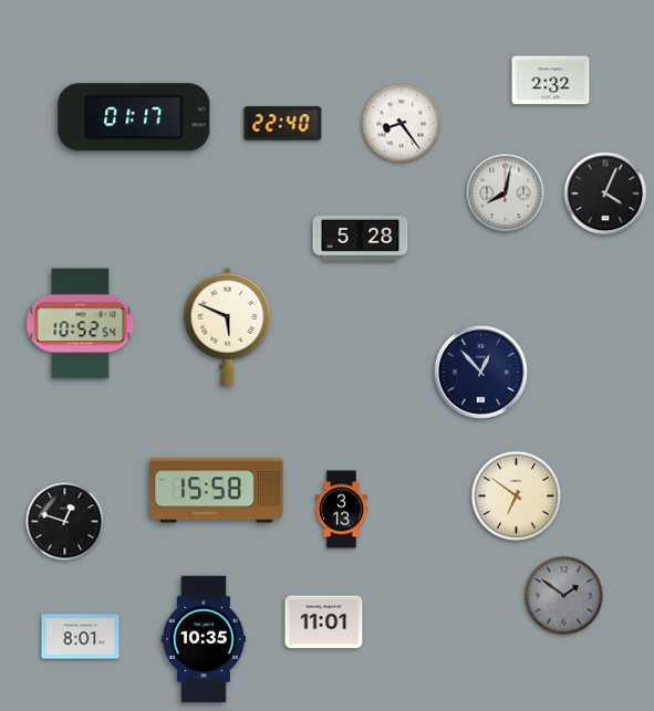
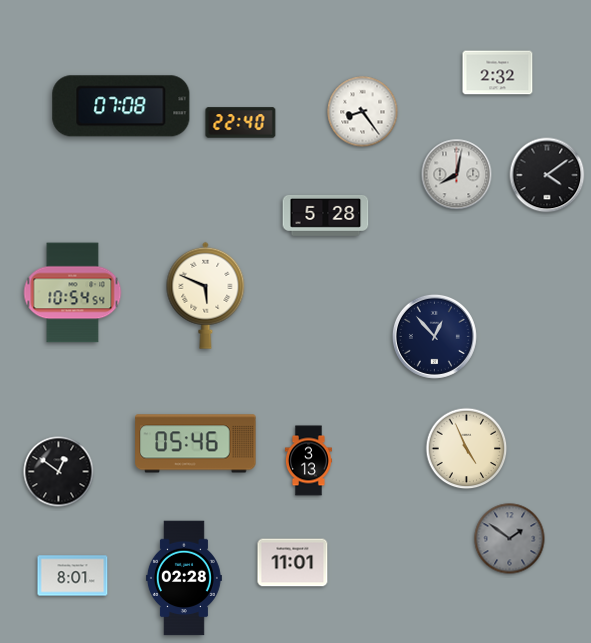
clock at (134, 117): 01:17 -> 07:08
clock at (283, 124) position: (283, 124) -> (241, 123)
clock at (605, 194): 4:04 -> 4:09
clock at (81, 324): 10:52 -> 10:54
clock at (217, 491): 15:58 -> 05:46
clock at (517, 496): 6:51 -> 4:56
clock at (65, 522): 12:48 -> 12:51
clock at (204, 639): 10:35 -> 02:28
